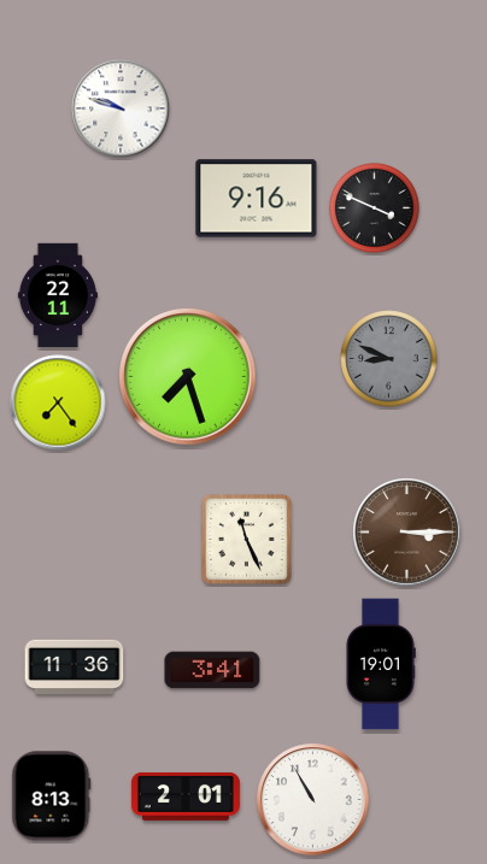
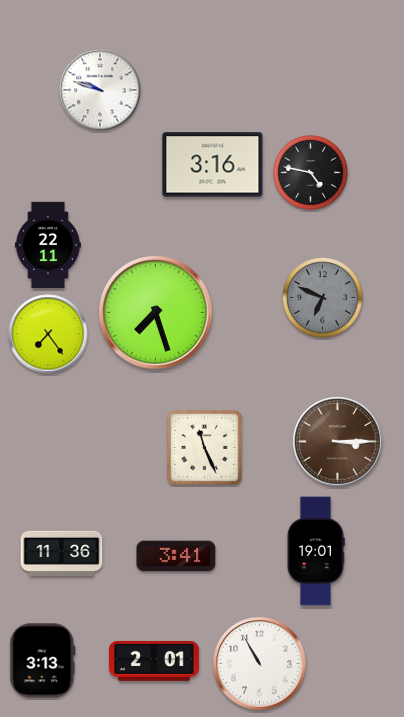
clock at (257, 199): 9:16 -> 3:16
clock at (375, 208): 3:49 -> 4:47
clock at (389, 359): 8:49 -> 6:49
clock at (52, 797): 8:13 -> 3:13
